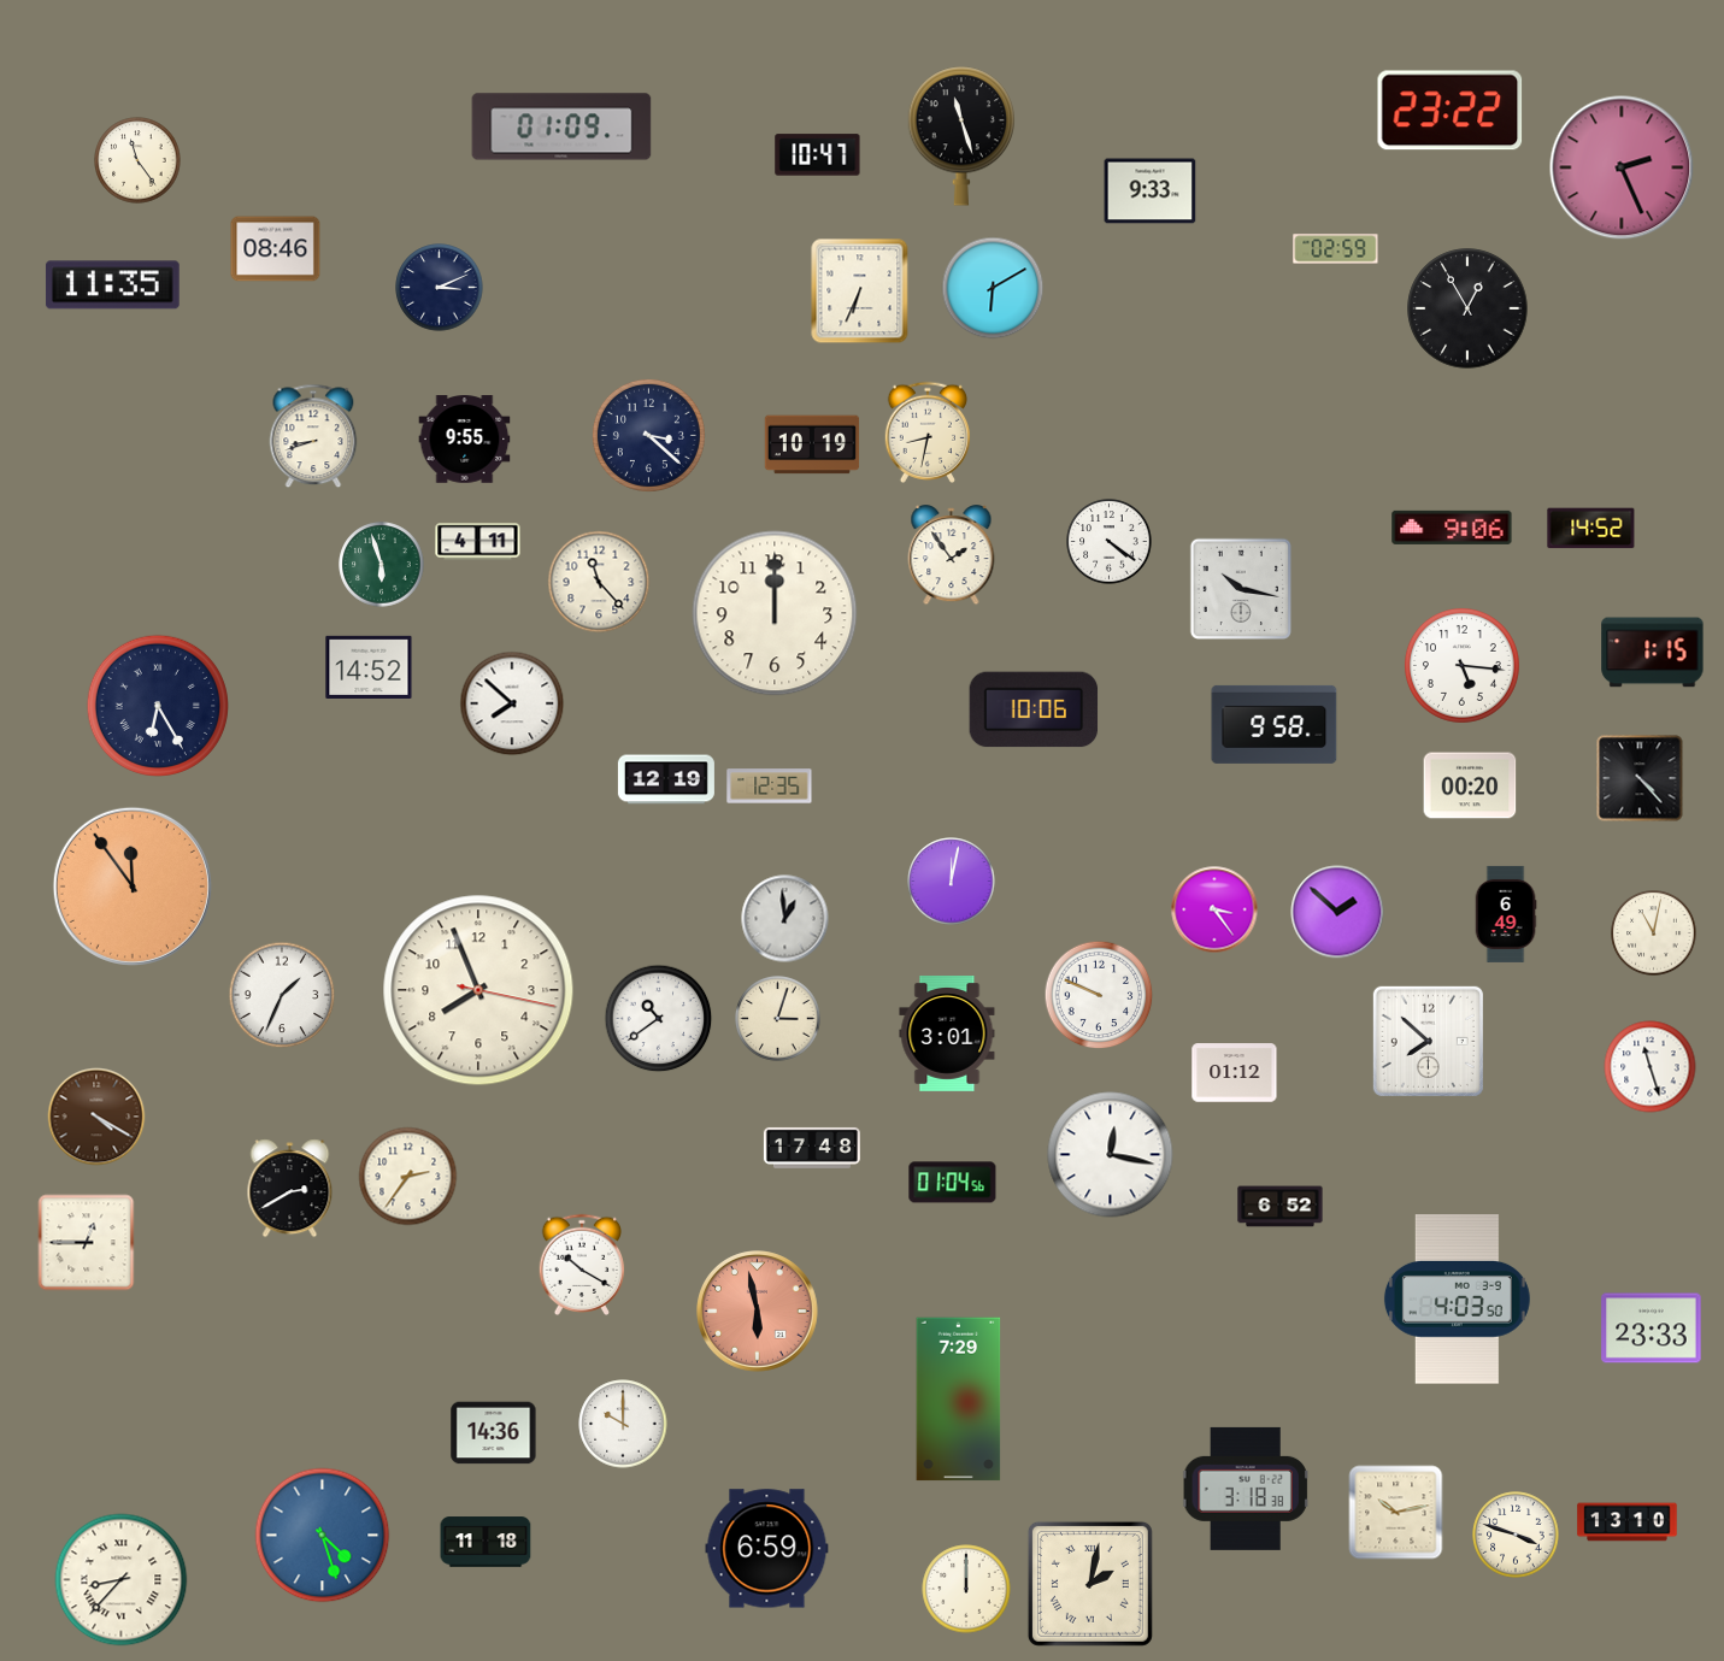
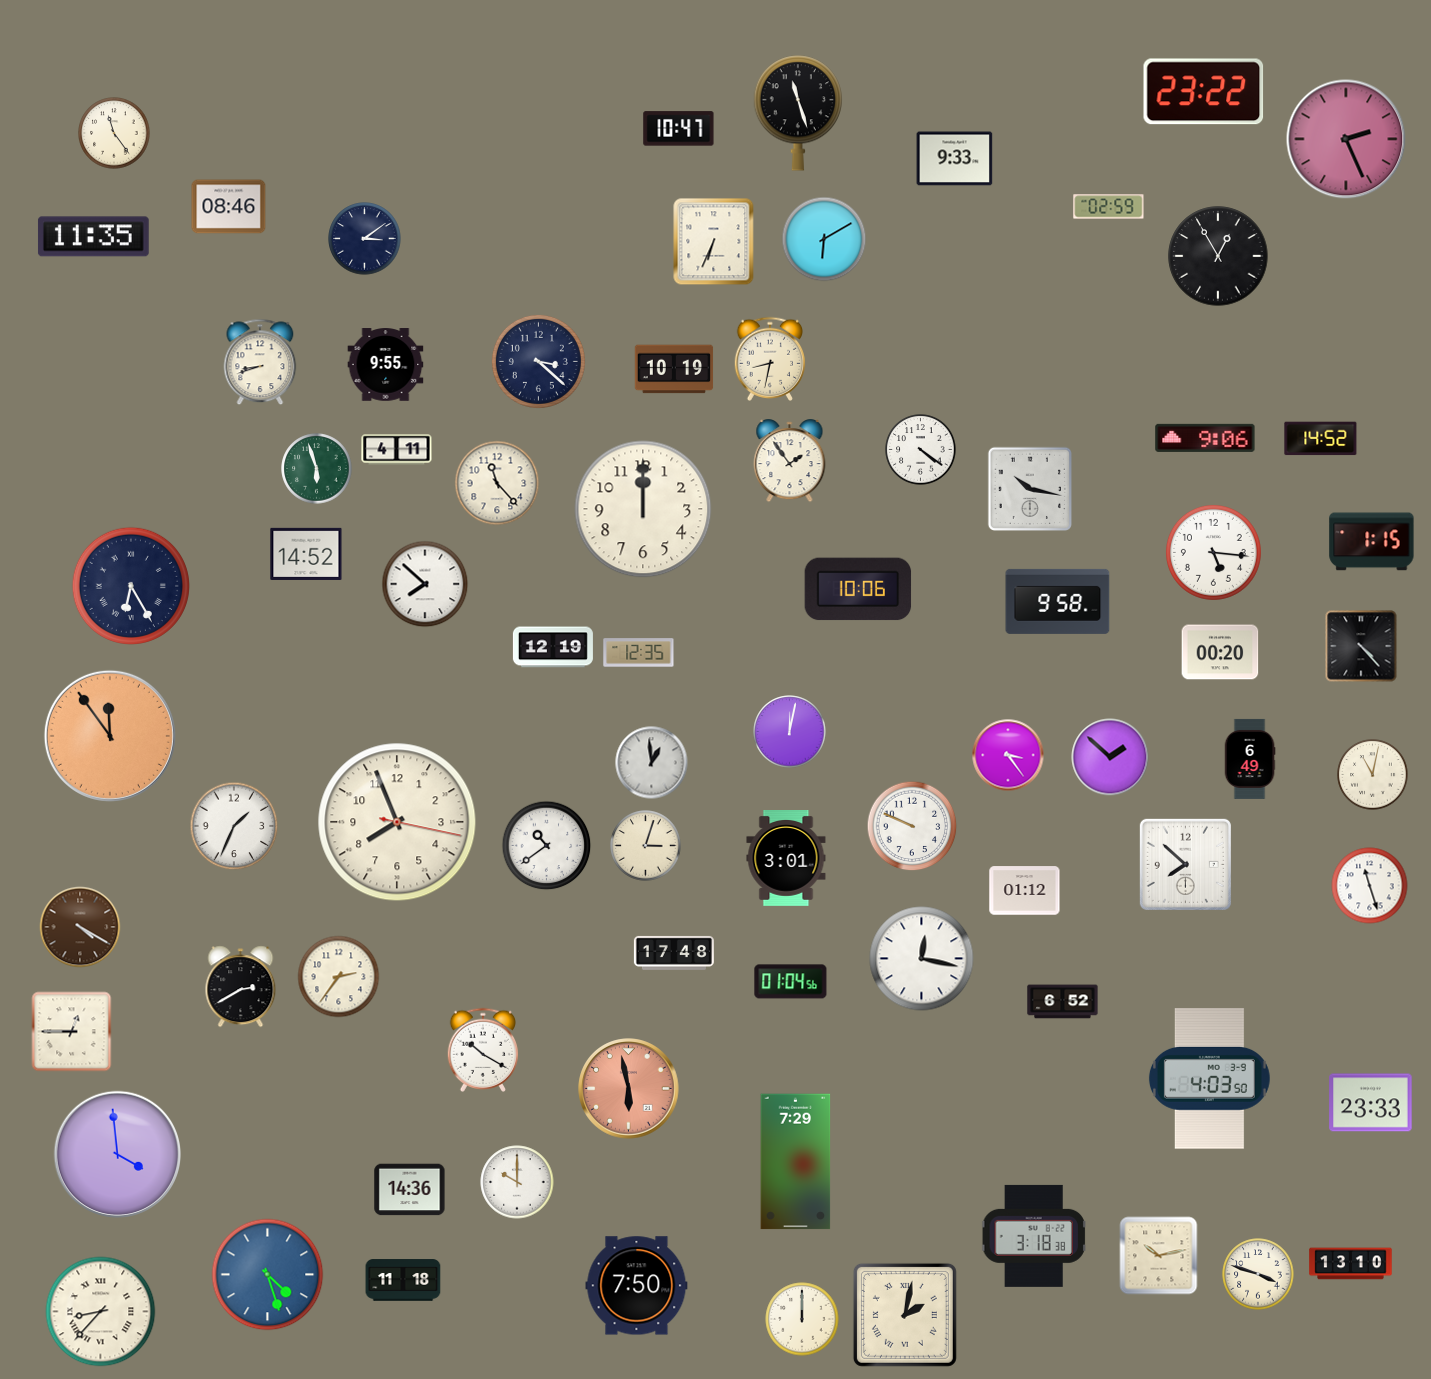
clock at (561, 126): 01:09 -> none
clock at (440, 288): 3:11 -> 3:09
clock at (117, 1154): none -> 3:59
clock at (767, 1549): 6:59 -> 7:50
